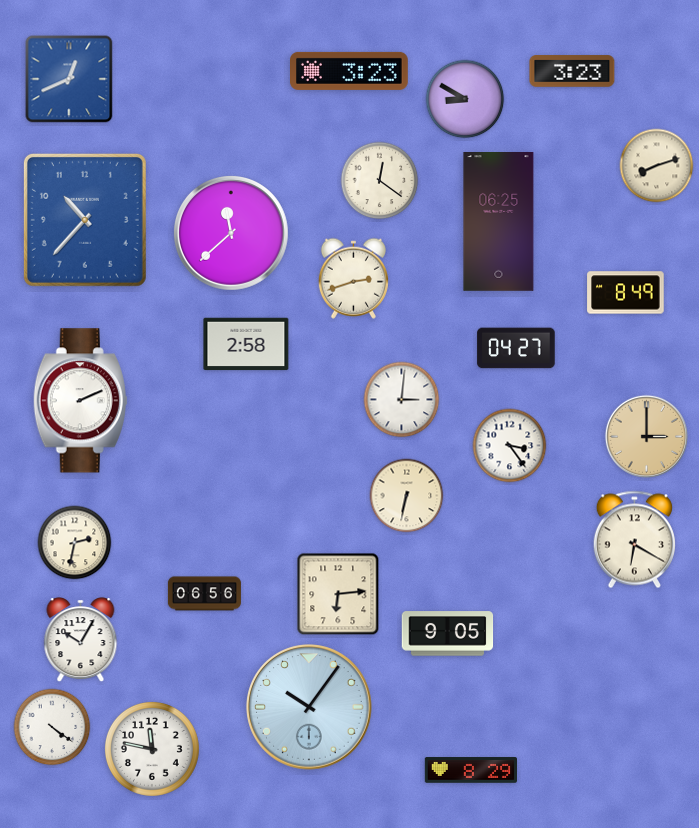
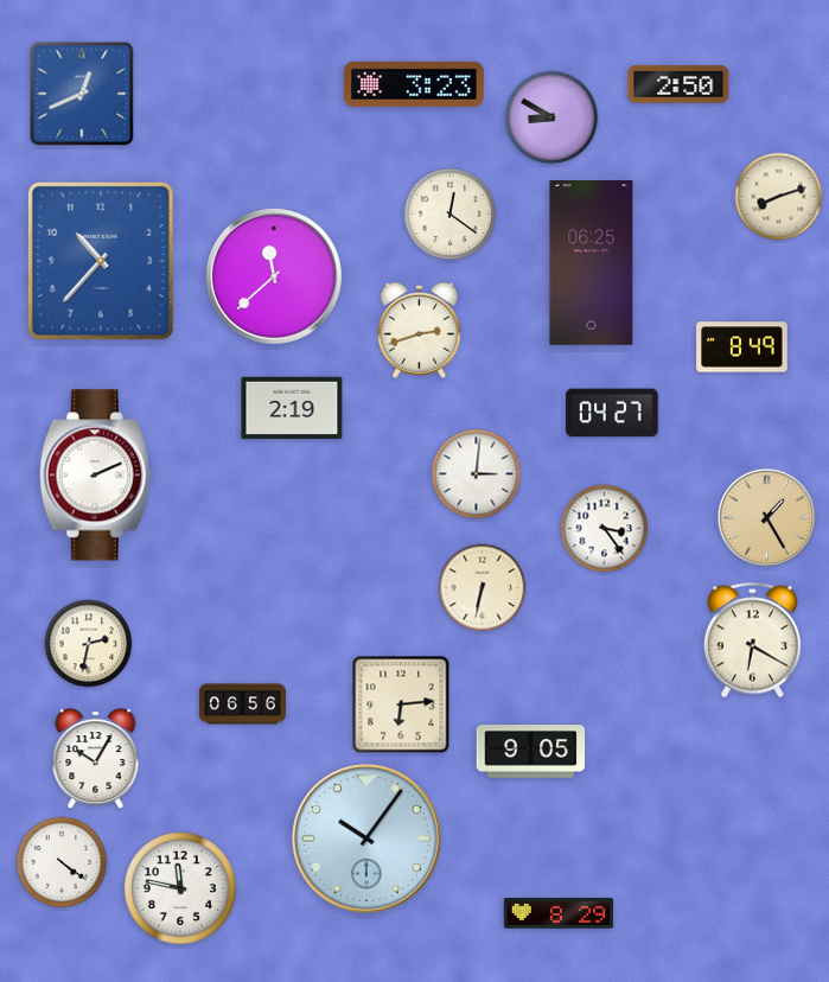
clock at (572, 71): 3:23 -> 2:50
clock at (246, 344): 2:58 -> 2:19
clock at (646, 436): 3:00 -> 1:25
